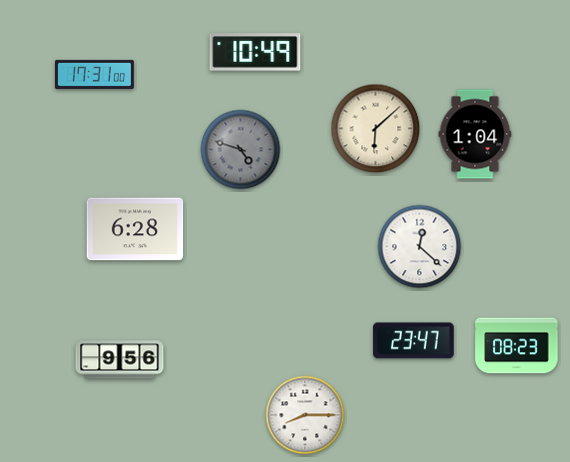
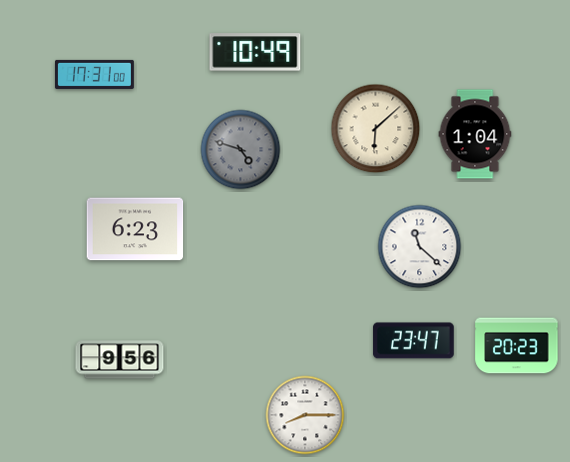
clock at (135, 229): 6:28 -> 6:23
clock at (420, 247): 12:22 -> 11:22
clock at (517, 346): 08:23 -> 20:23
